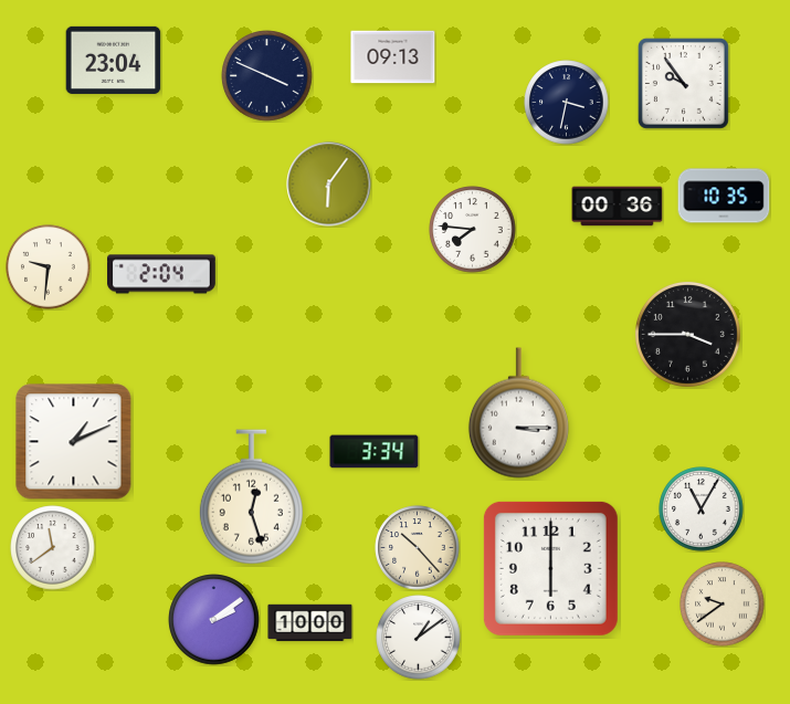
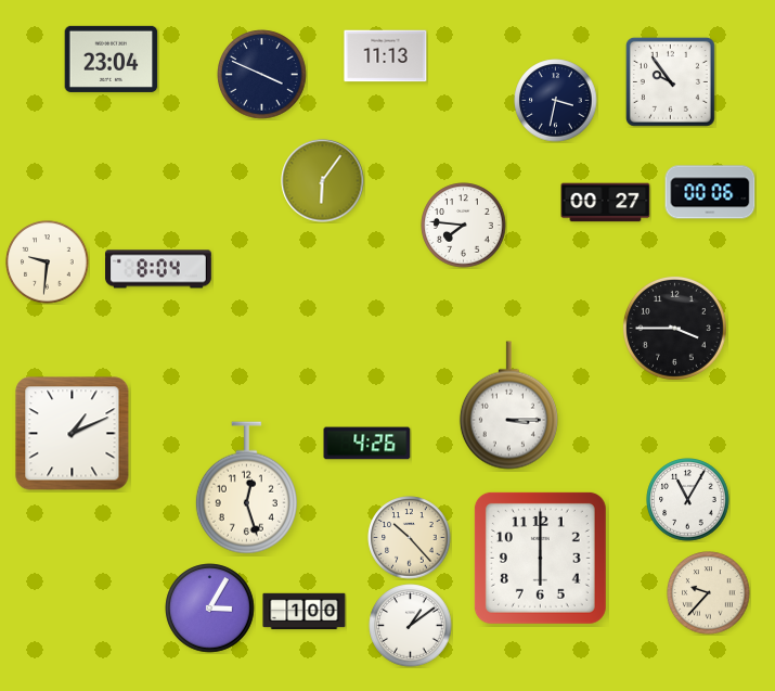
clock at (393, 57): 09:13 -> 11:13
clock at (724, 196): 10:35 -> 00:06
clock at (618, 207): 00:36 -> 00:27
clock at (162, 274): 2:04 -> 8:04
clock at (375, 452): 3:34 -> 4:26
clock at (53, 548): 11:39 -> none
clock at (723, 605): 9:39 -> 9:37
clock at (214, 620): 2:09 -> 3:05
clock at (310, 623): 10:00 -> 1:00
